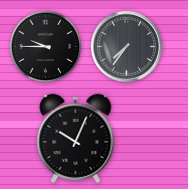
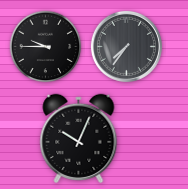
clock at (76, 138) position: (76, 138) -> (79, 138)
